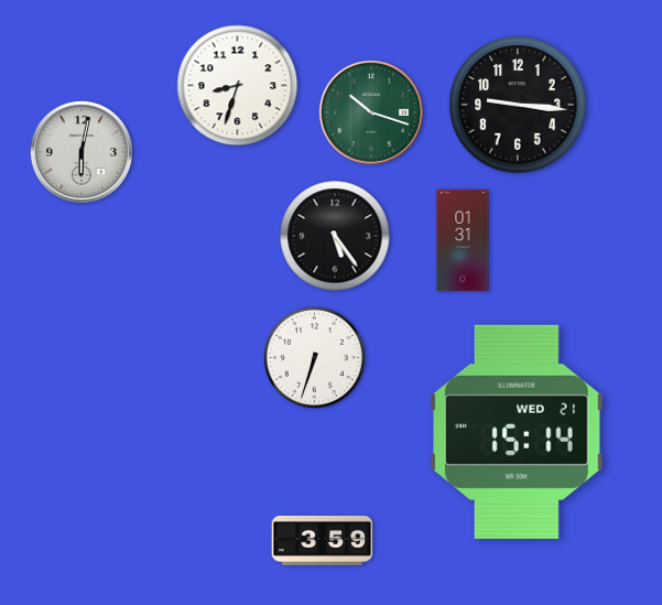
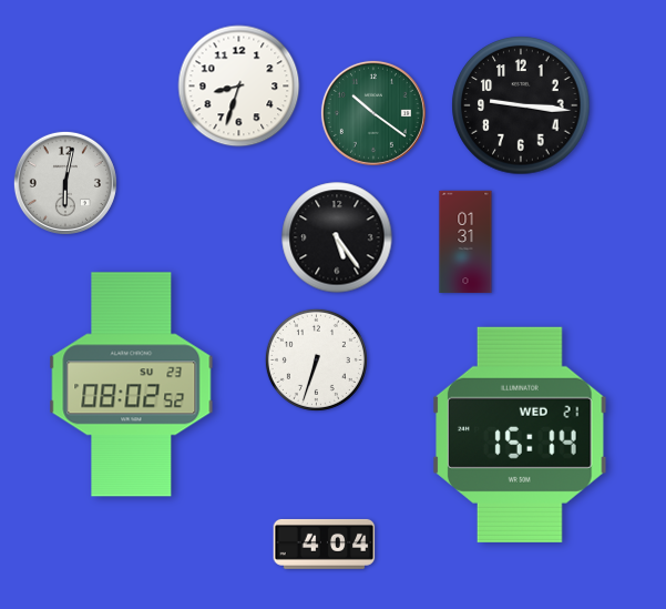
clock at (371, 112): 10:18 -> 10:21
clock at (82, 152) position: (82, 152) -> (65, 183)
clock at (132, 385): none -> 08:02
clock at (323, 540): 3:59 -> 4:04
